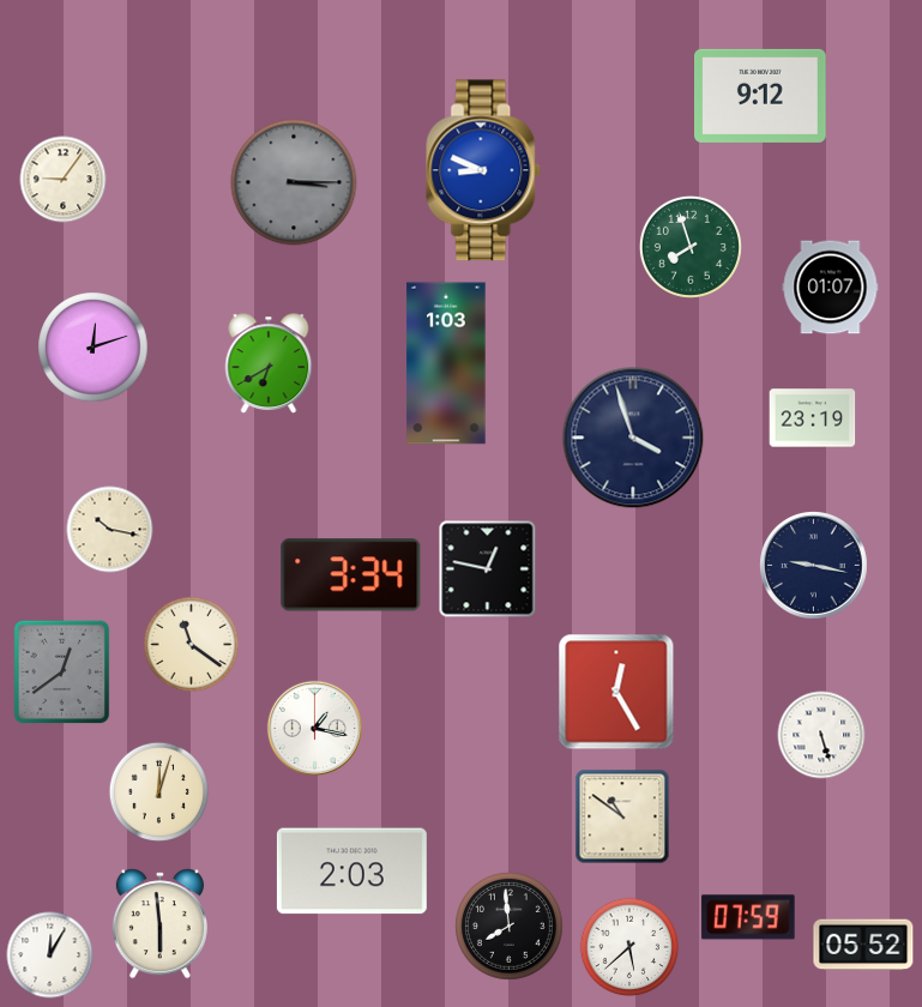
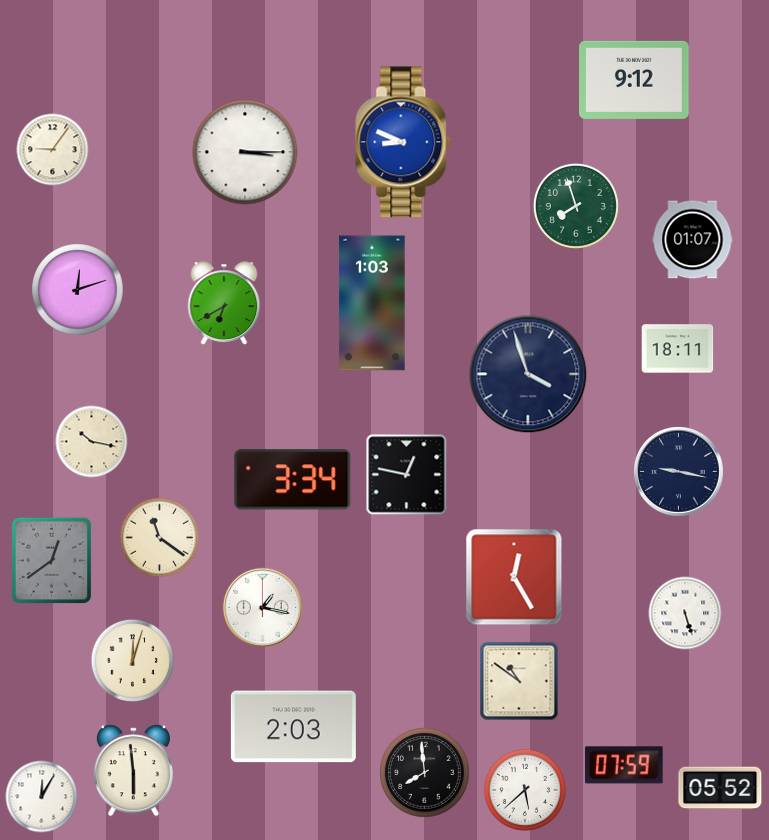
clock at (294, 182) dial: grey -> white
clock at (813, 418): 23:19 -> 18:11
clock at (633, 438) position: (633, 438) -> (528, 374)
